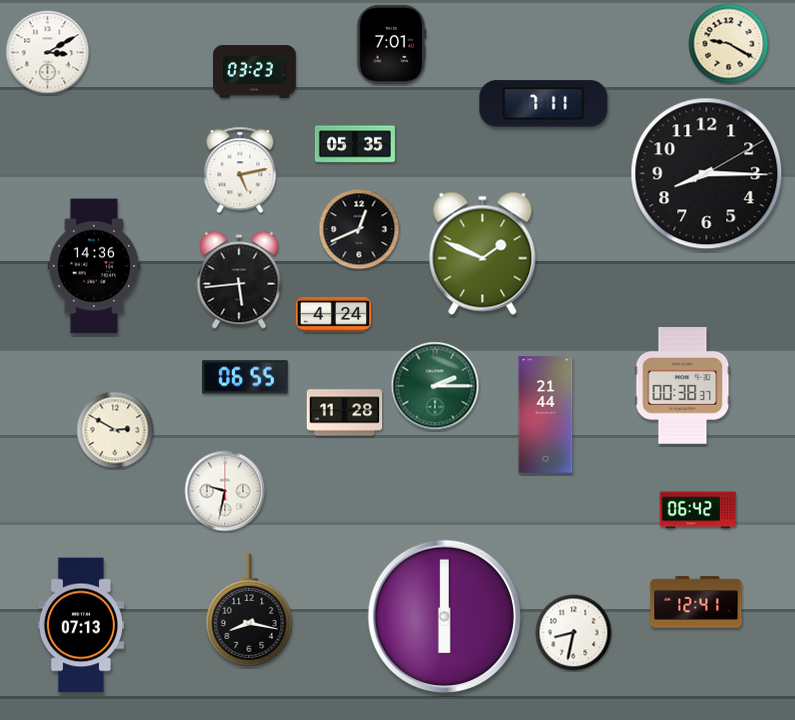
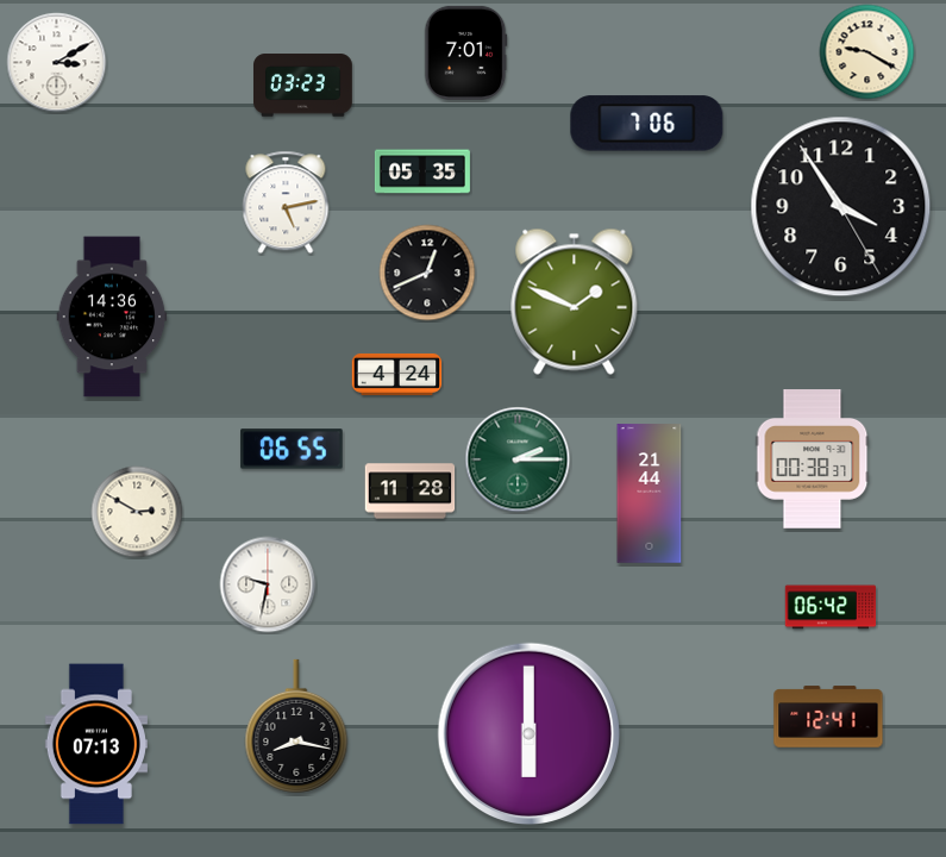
clock at (544, 104): 7:11 -> 7:06
clock at (707, 174): 8:15 -> 3:54
clock at (239, 280): 5:44 -> none
clock at (574, 633): 8:32 -> none
